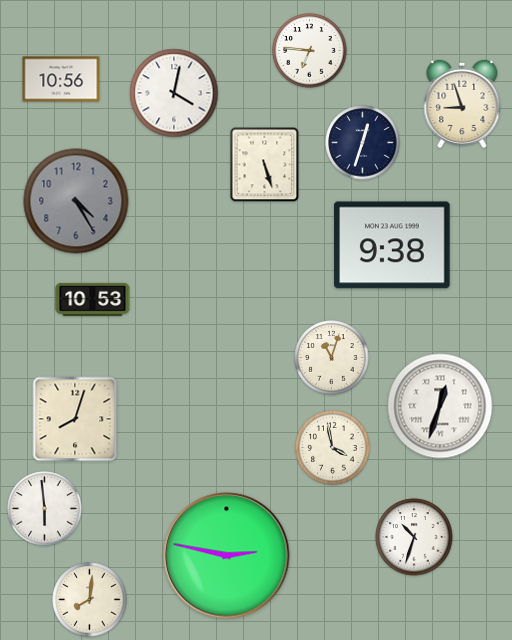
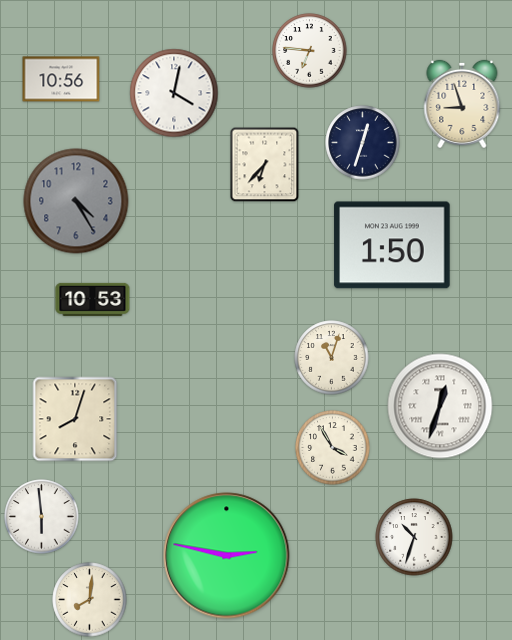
clock at (265, 165): 5:27 -> 6:37
clock at (392, 245): 9:38 -> 1:50
clock at (333, 448): 3:58 -> 3:55
clock at (45, 509) position: (45, 509) -> (42, 517)
